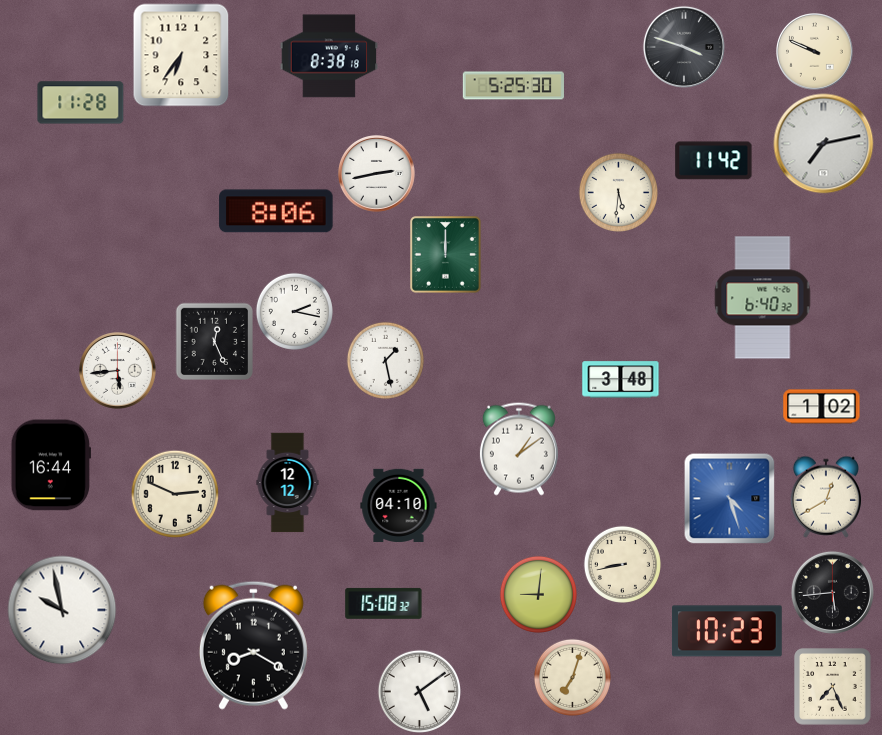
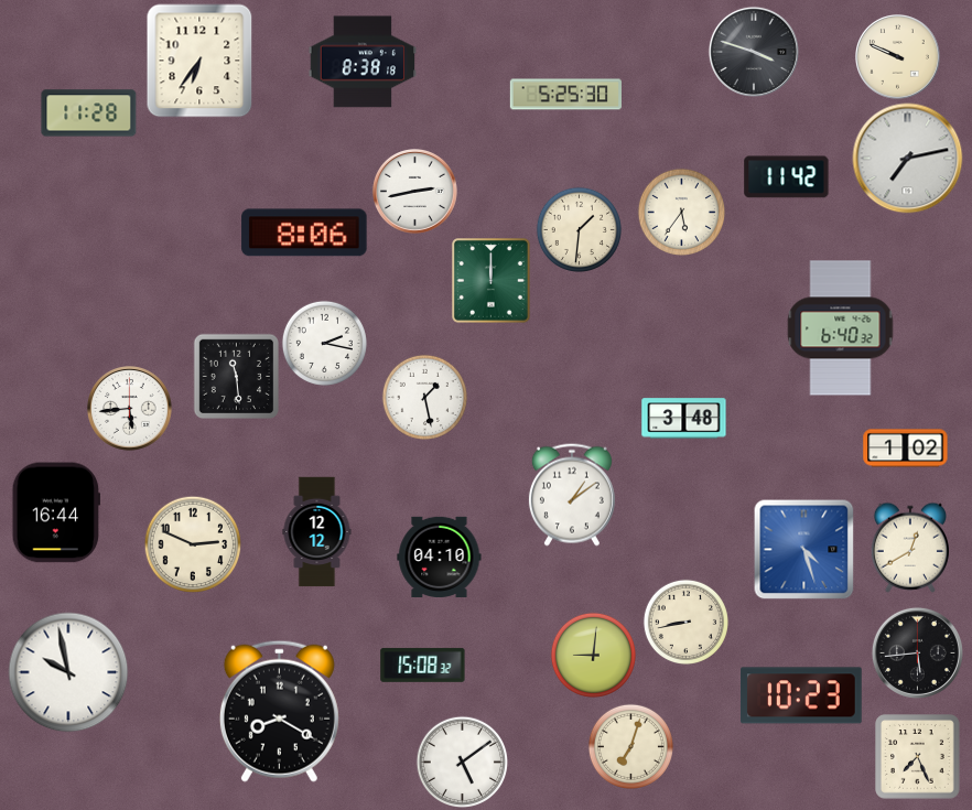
clock at (618, 192): 5:31 -> 5:36
clock at (579, 229): none -> 1:31
clock at (214, 341): 12:26 -> 11:29
